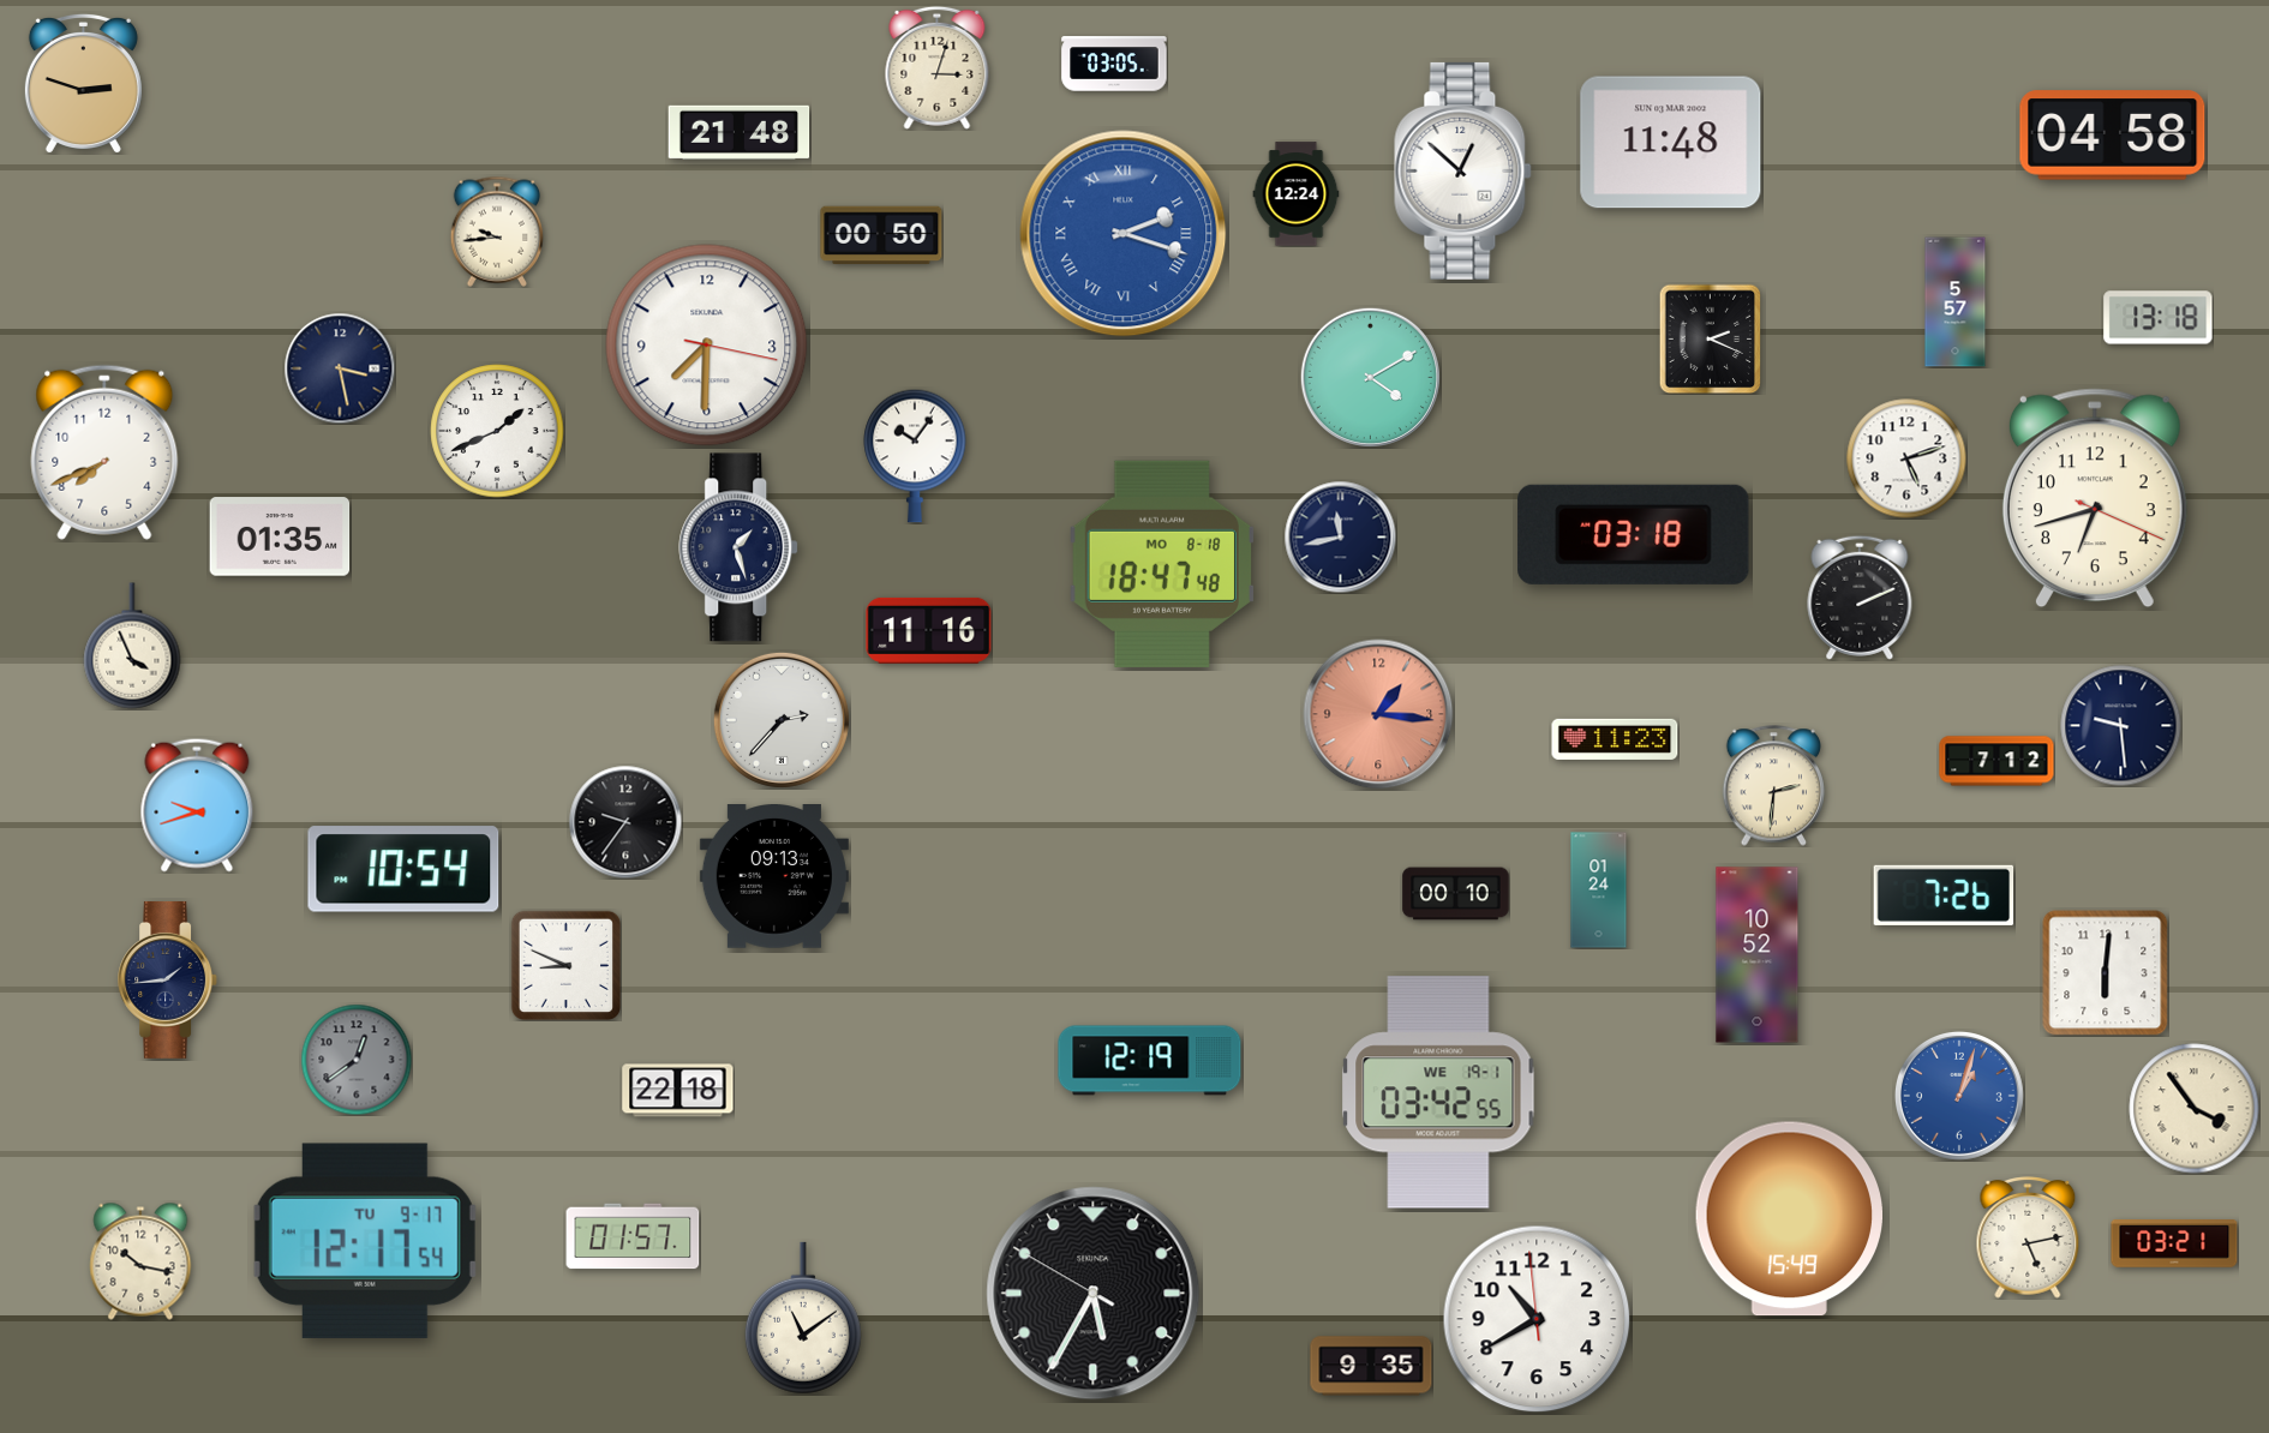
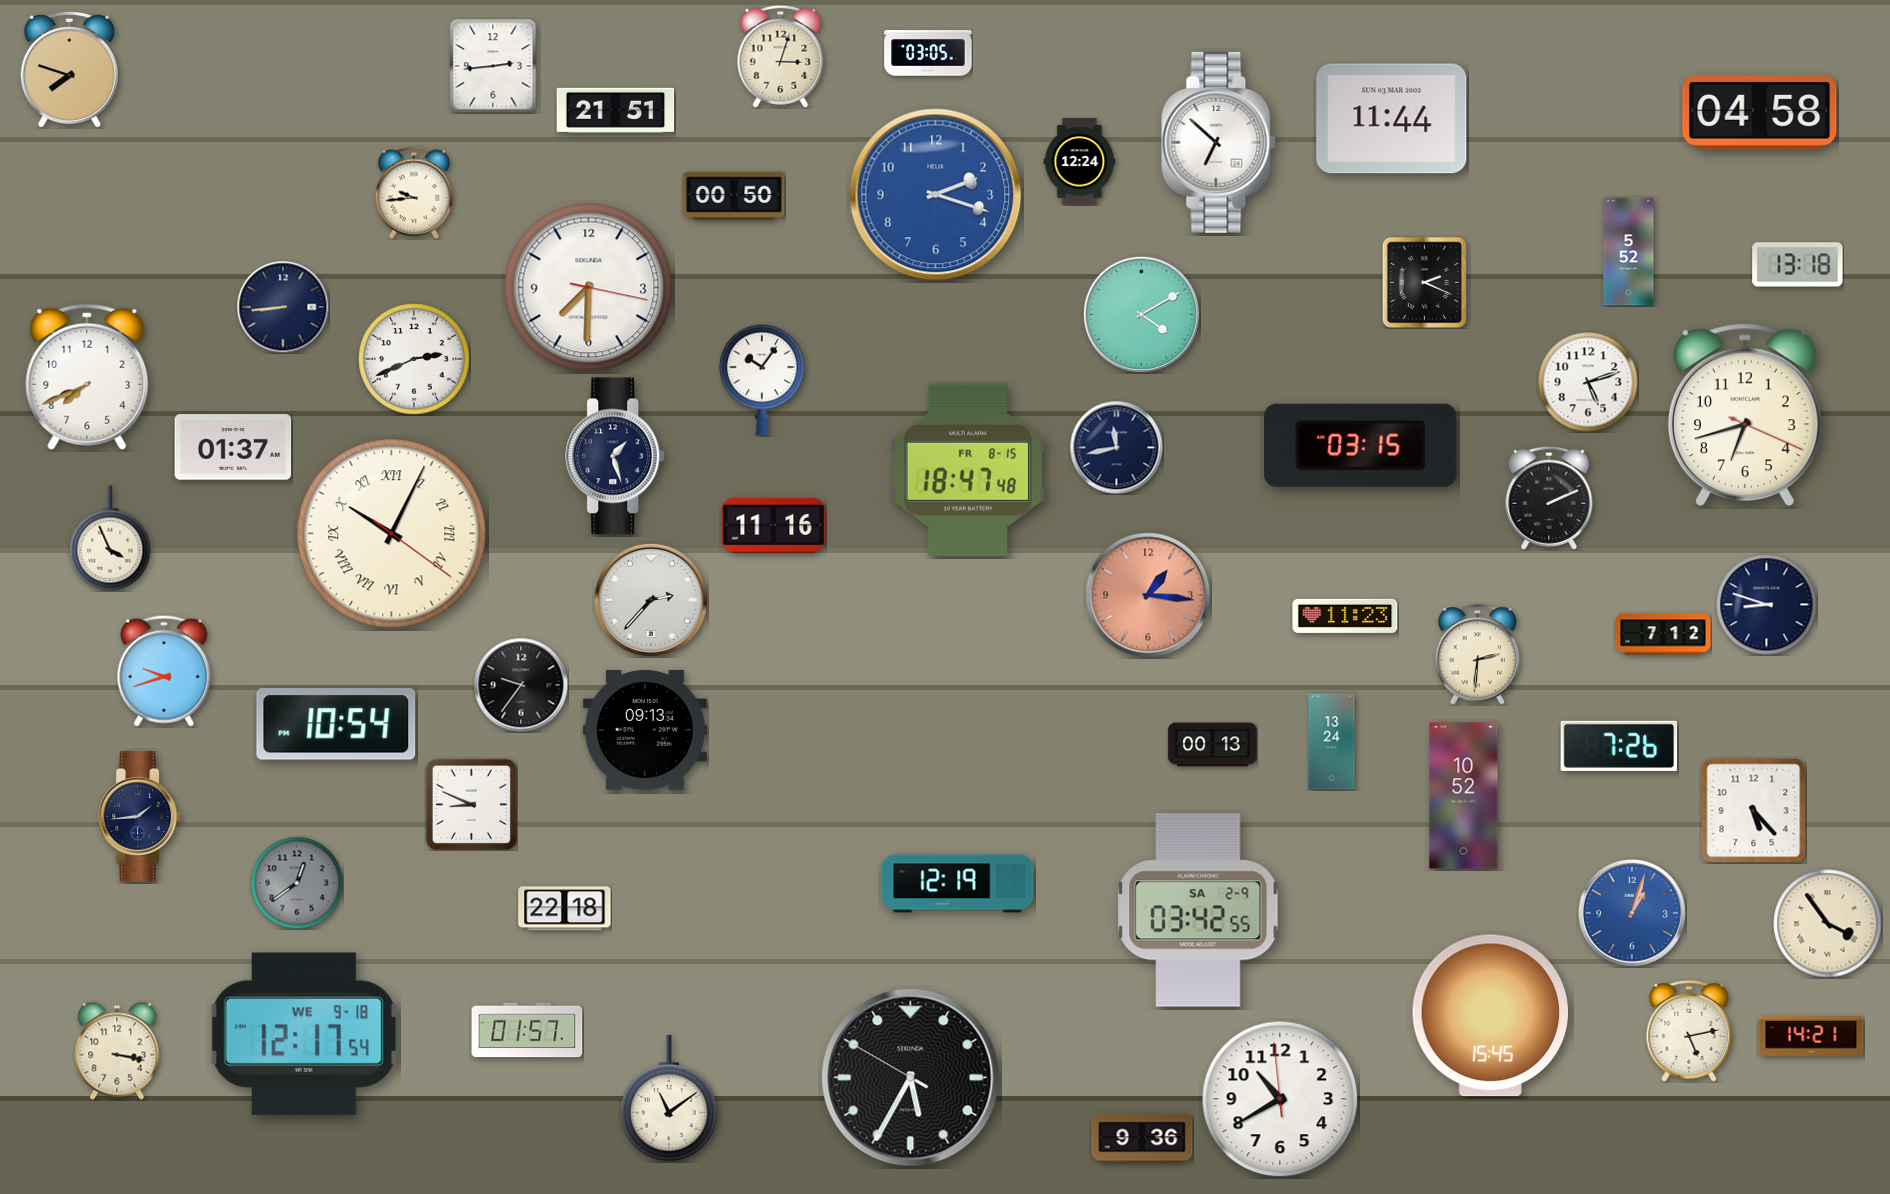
clock at (493, 66): none -> 2:44
clock at (83, 83): 2:48 -> 7:48
clock at (740, 132): 21:48 -> 21:51
clock at (1671, 143): 11:48 -> 11:44
clock at (1463, 170): 12:52 -> 6:52
clock at (1124, 234) numerals: Roman -> Arabic
clock at (1956, 302): 5:57 -> 5:52
clock at (340, 368): 3:28 -> 8:44
clock at (497, 431): 1:41 -> 2:41
clock at (1634, 534): 03:18 -> 03:15
clock at (280, 536): 01:35 -> 01:37
clock at (1162, 564) date: MO 8-18 -> FR 8-15
clock at (392, 534): none -> 10:04
clock at (2121, 726): 9:29 -> 8:48
clock at (1599, 891): 01:24 -> 13:24
clock at (1456, 894): 00:10 -> 00:13
clock at (2105, 972): 6:01 -> 5:23
clock at (1438, 1092) date: WE 19-1 -> SA 2-9
clock at (1789, 1219): 15:49 -> 15:45
clock at (365, 1241) date: TU 9-17 -> WE 9-18
clock at (2174, 1243): 03:21 -> 14:21
clock at (140, 1261): 10:17 -> 3:17
clock at (1371, 1366): 9:35 -> 9:36
